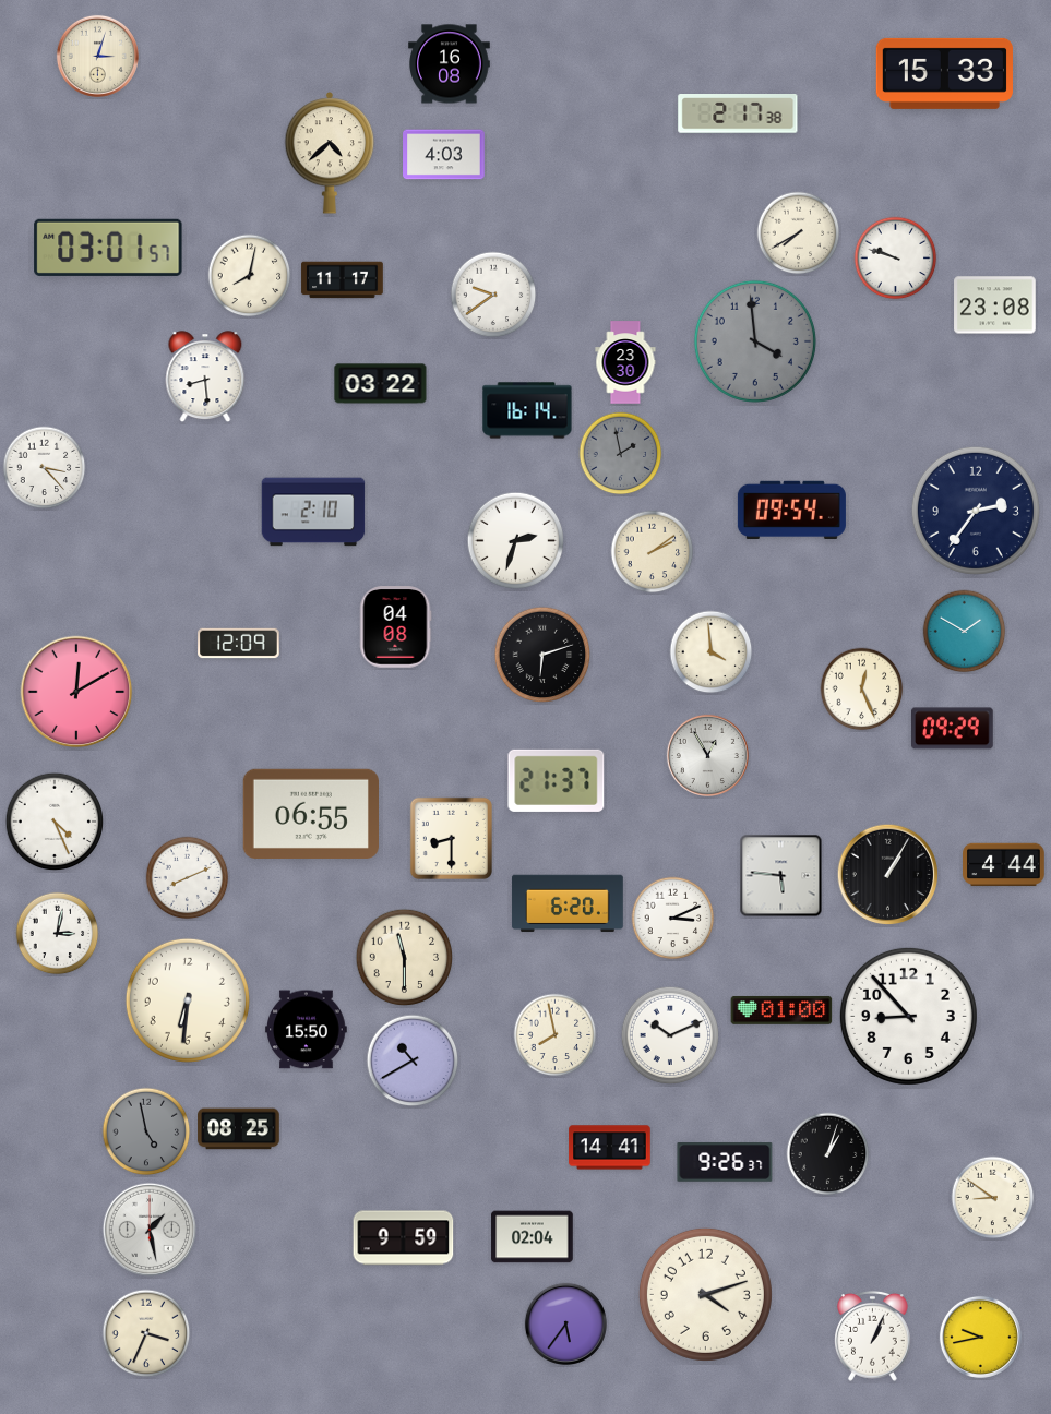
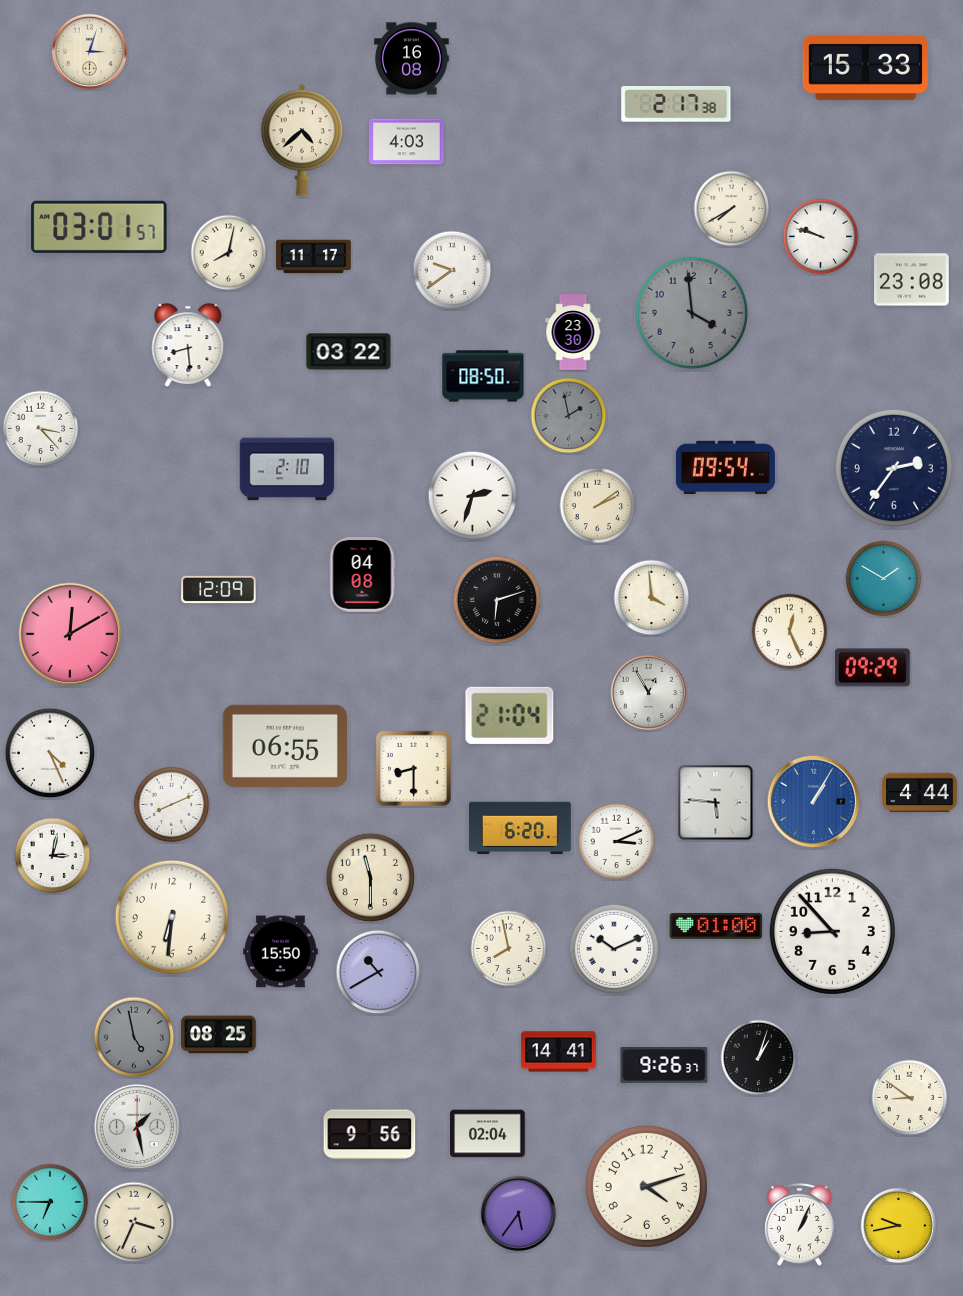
clock at (799, 233) position: (799, 233) -> (732, 209)
clock at (527, 410): 16:14 -> 08:50
clock at (557, 780): 21:37 -> 21:04
clock at (888, 875) dial: black -> blue
clock at (307, 1030) position: (307, 1030) -> (281, 952)
clock at (404, 1238): 9:59 -> 9:56
clock at (50, 1202): none -> 6:45
